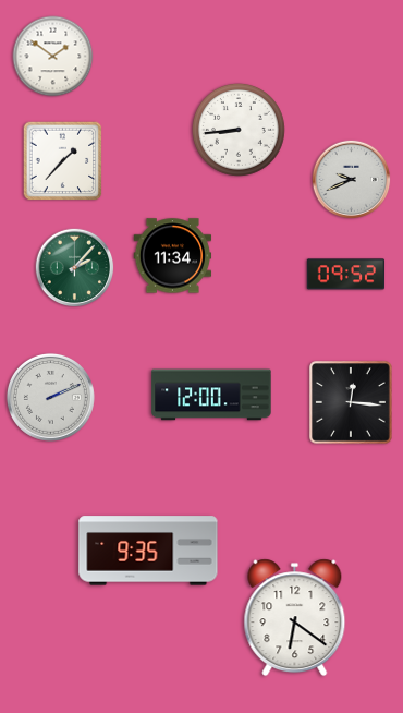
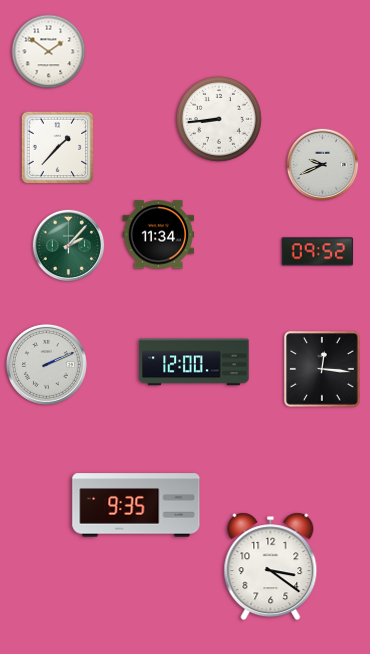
clock at (295, 618): 6:21 -> 3:21
